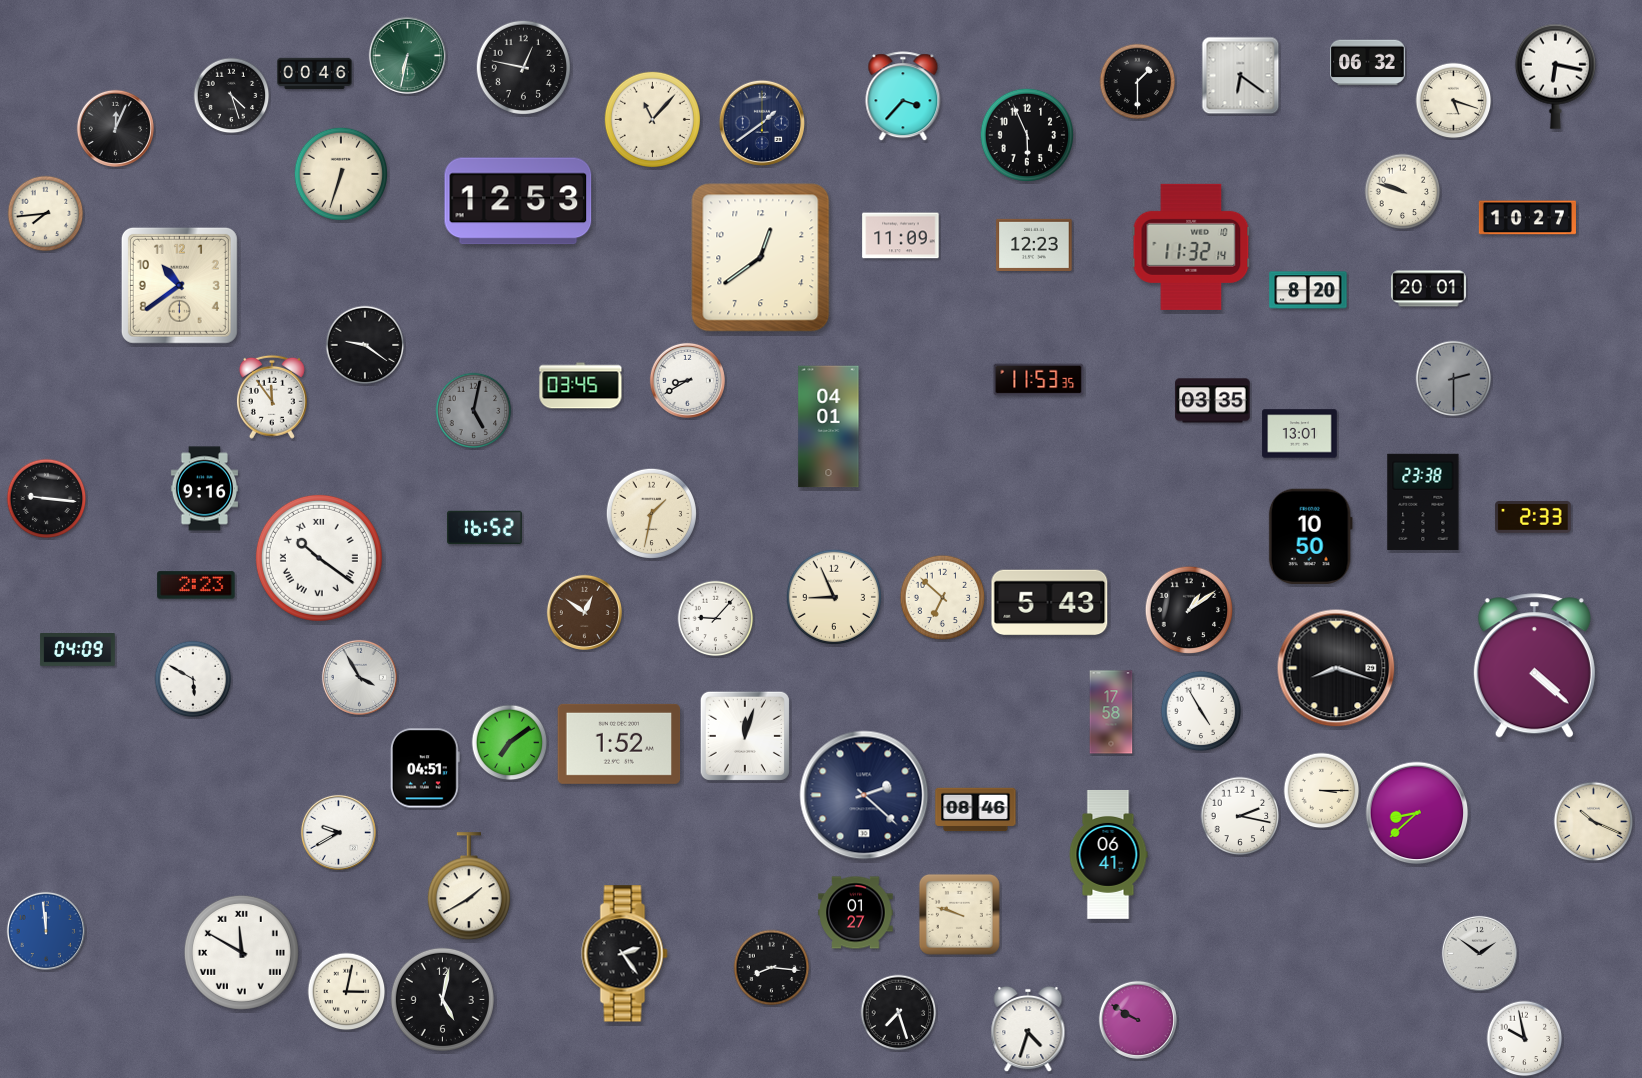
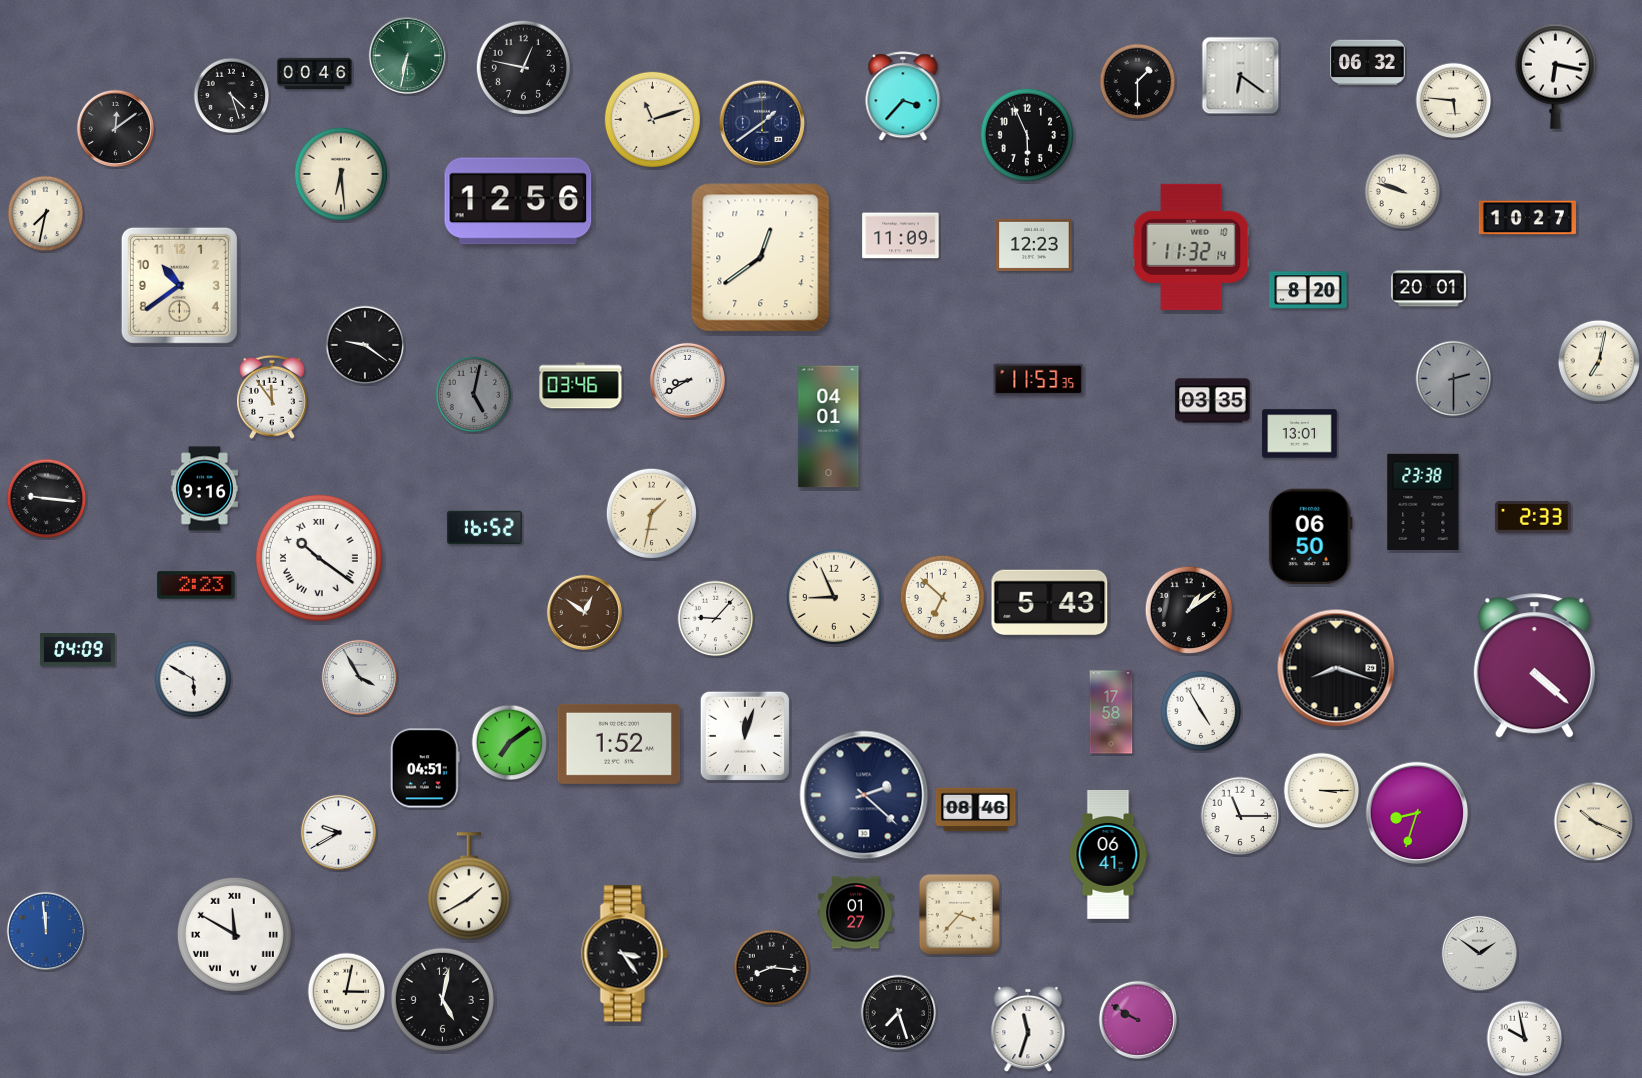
clock at (1454, 101): 5:18 -> 5:46
clock at (652, 119): 11:07 -> 11:12
clock at (115, 128): 12:04 -> 12:09
clock at (340, 173): 6:33 -> 6:29
clock at (518, 201): 12:53 -> 12:56
clock at (46, 214): 7:44 -> 7:32
clock at (1599, 361): none -> 7:02
clock at (581, 386): 03:45 -> 03:46
clock at (474, 411) position: (474, 411) -> (474, 395)
clock at (1310, 536): 10:50 -> 06:50
clock at (1417, 813): 8:38 -> 8:33
clock at (1240, 816): 2:17 -> 11:15
clock at (959, 914): 9:48 -> 3:37
clock at (241, 952) position: (241, 952) -> (234, 934)
clock at (625, 954): 2:24 -> 3:24
clock at (1028, 1029): 4:33 -> 11:33
